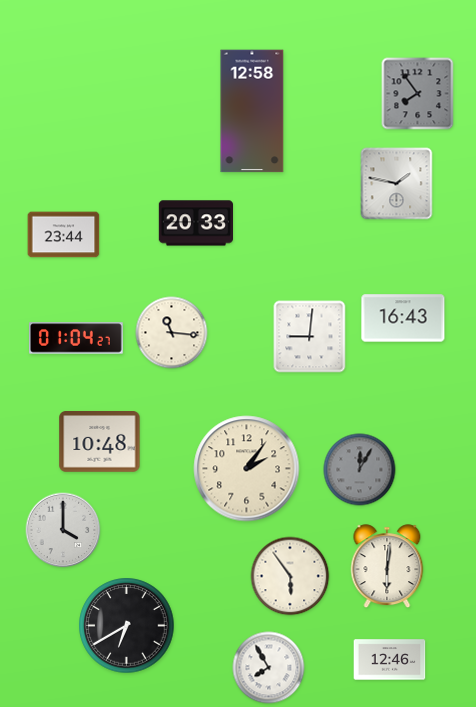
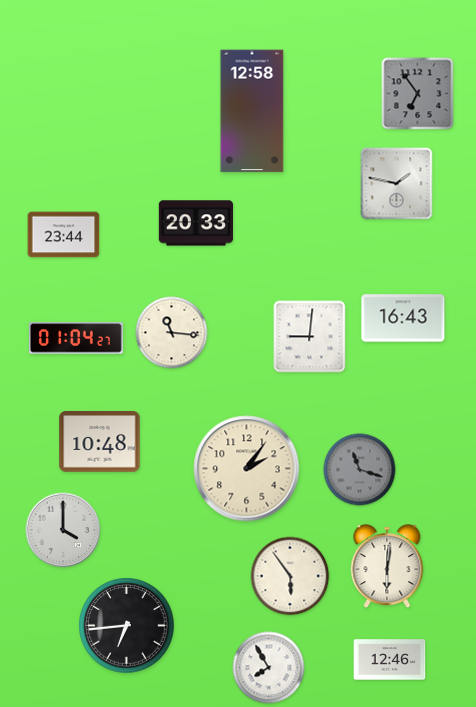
clock at (418, 94): 7:54 -> 6:54
clock at (360, 470): 12:05 -> 11:18
clock at (127, 626): 6:40 -> 6:44
